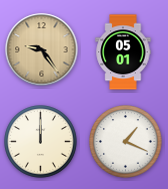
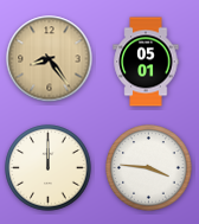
clock at (42, 50): 9:24 -> 8:24
clock at (126, 142): 1:19 -> 3:46
